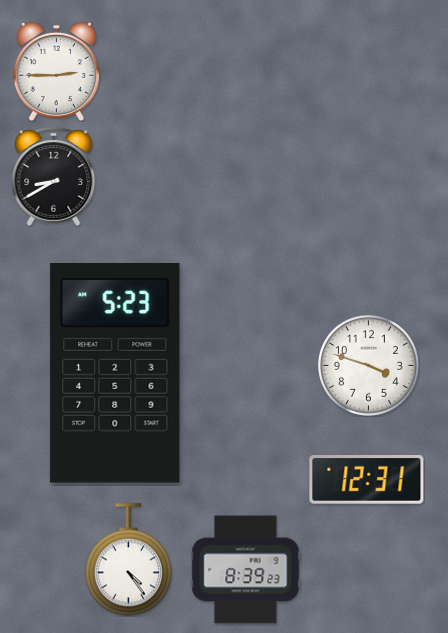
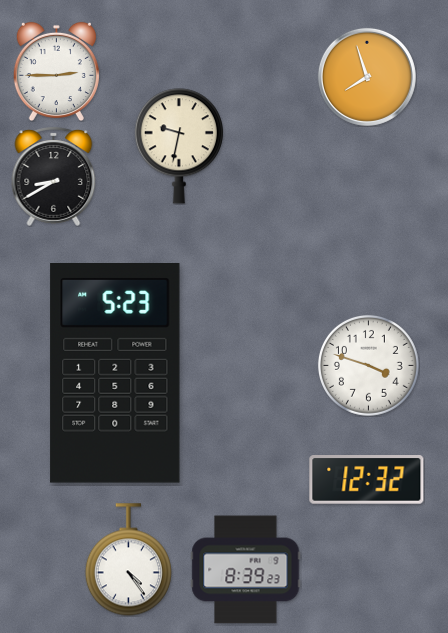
clock at (367, 77): none -> 7:57
clock at (179, 146): none -> 9:32
clock at (367, 480): 12:31 -> 12:32
